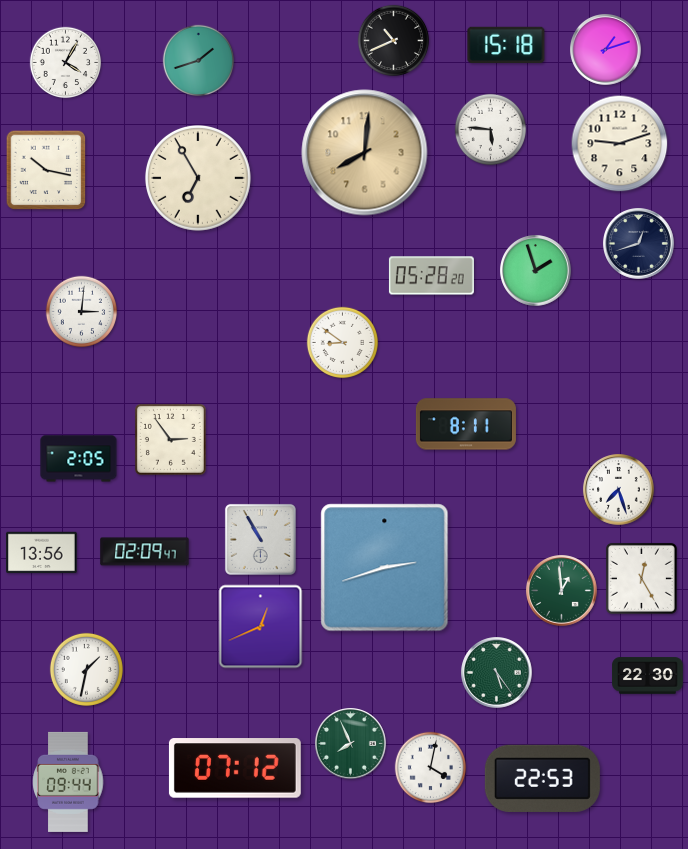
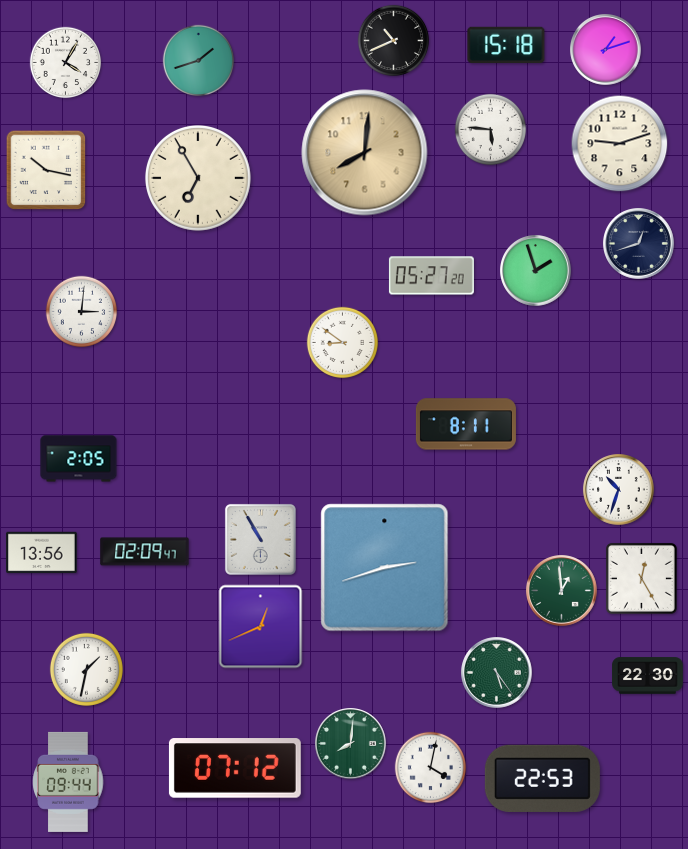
clock at (431, 276): 05:28 -> 05:27
clock at (170, 439): 2:54 -> none
clock at (619, 490): 7:27 -> 10:33
clock at (351, 744): 7:56 -> 8:01
